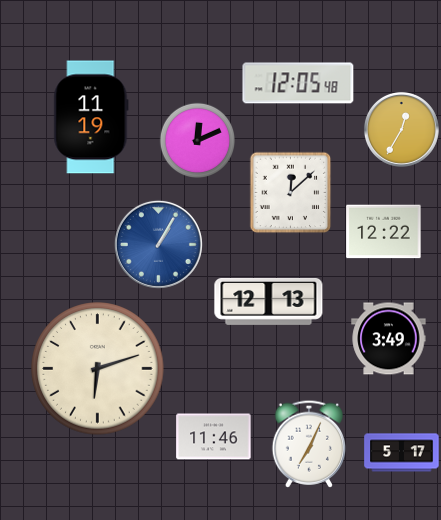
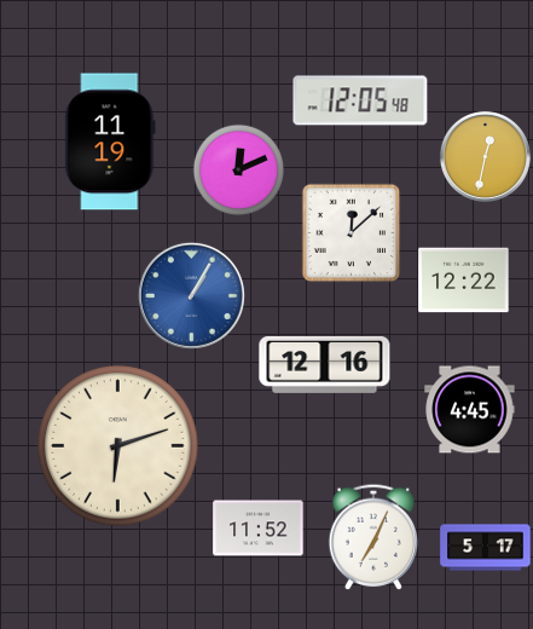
clock at (401, 129): 12:35 -> 12:32
clock at (269, 301): 12:13 -> 12:16
clock at (389, 339): 3:49 -> 4:45
clock at (214, 437): 11:46 -> 11:52
